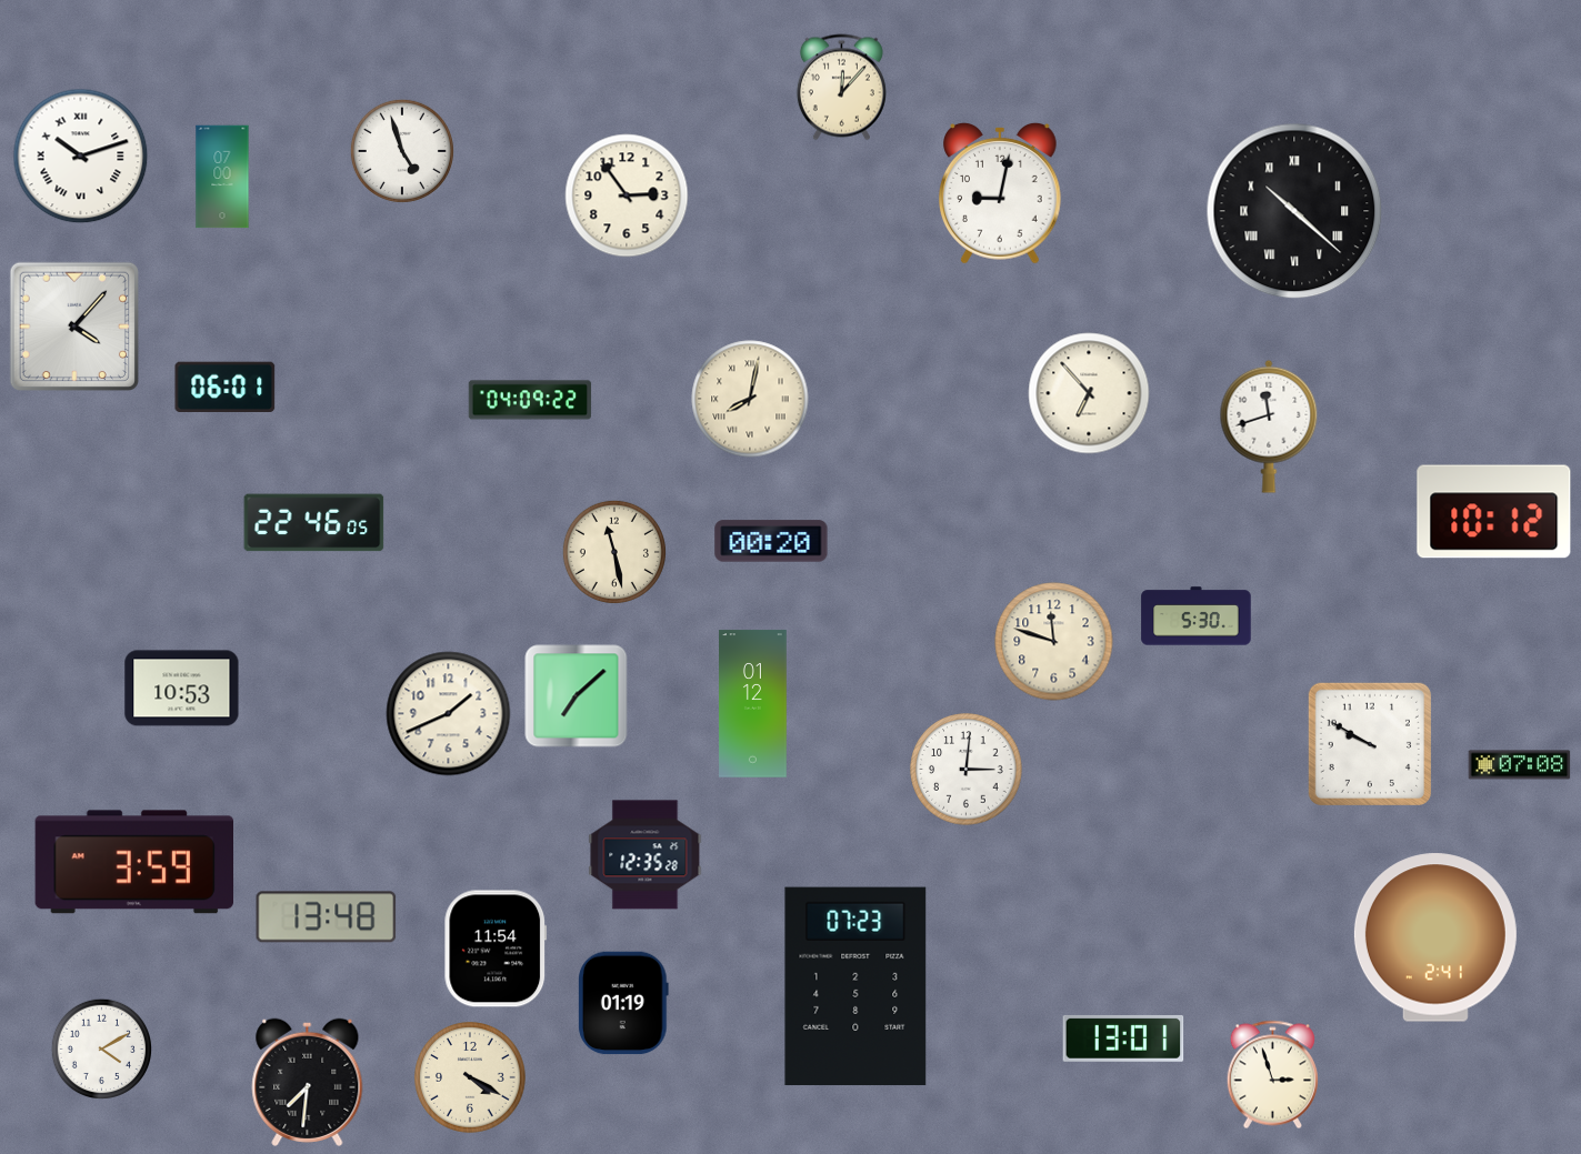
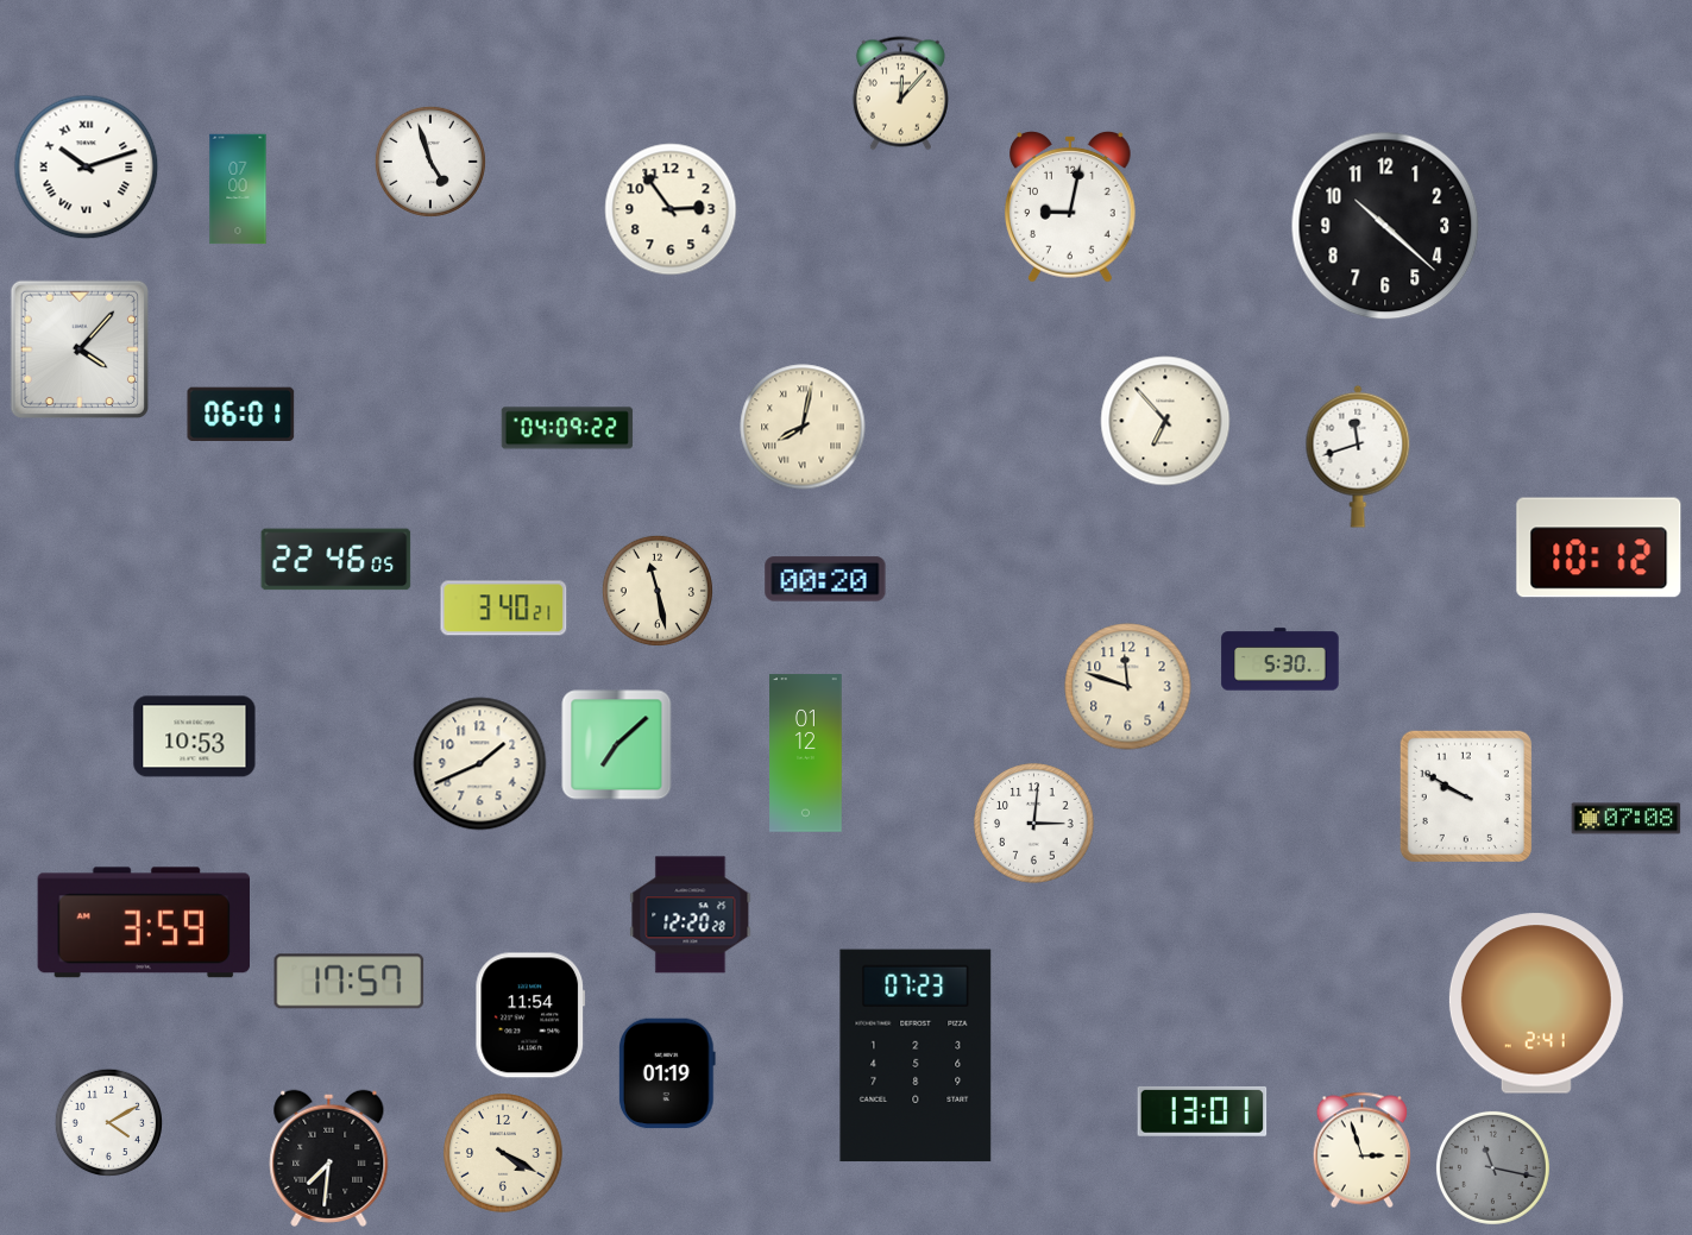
clock at (1294, 211) numerals: Roman -> Arabic
clock at (504, 609): none -> 3:40
clock at (646, 855): 12:35 -> 12:20
clock at (327, 917): 13:48 -> 17:57
clock at (1492, 1167): none -> 11:17
